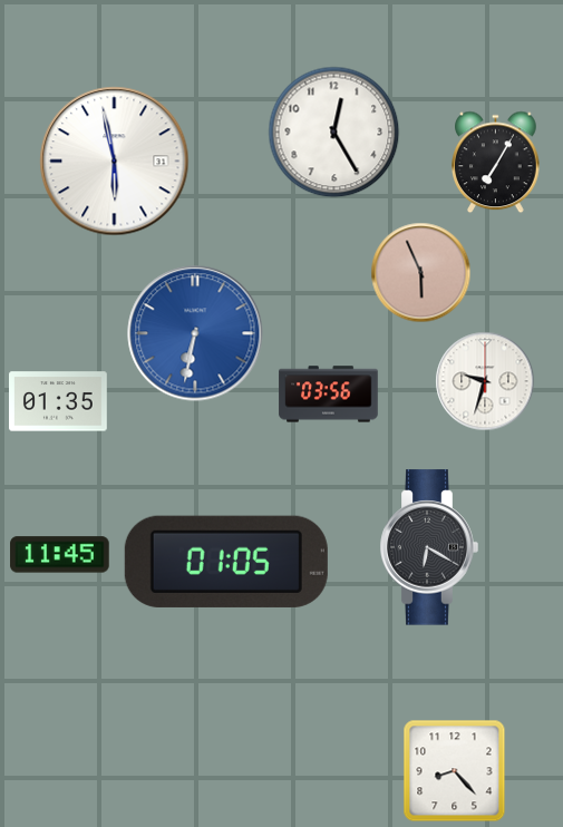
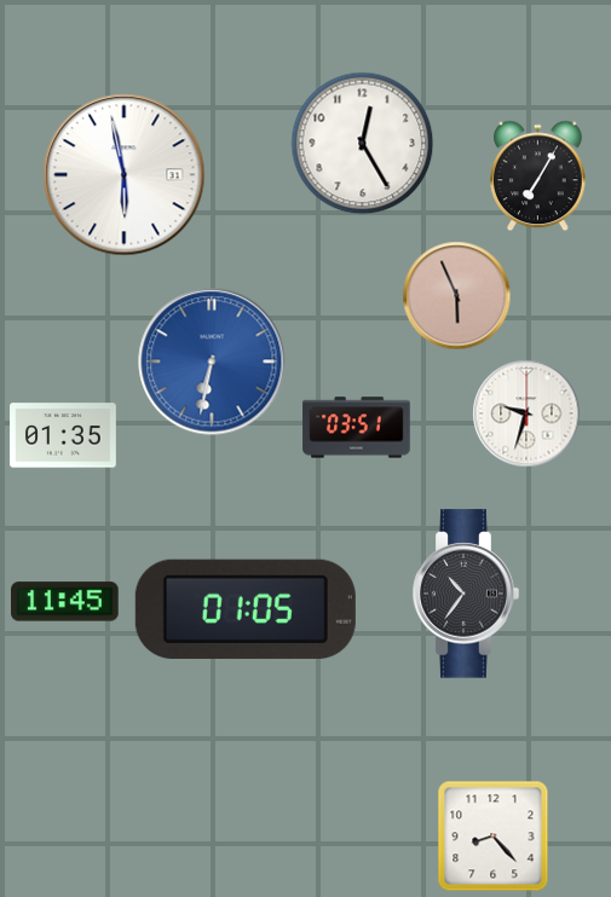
clock at (329, 395): 03:56 -> 03:51
clock at (429, 547): 6:20 -> 10:36
